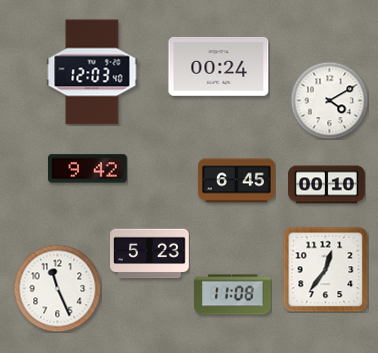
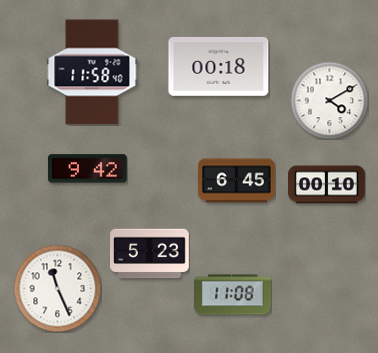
clock at (219, 67): 00:24 -> 00:18
clock at (92, 72): 12:03 -> 11:58
clock at (325, 269): 12:36 -> none
